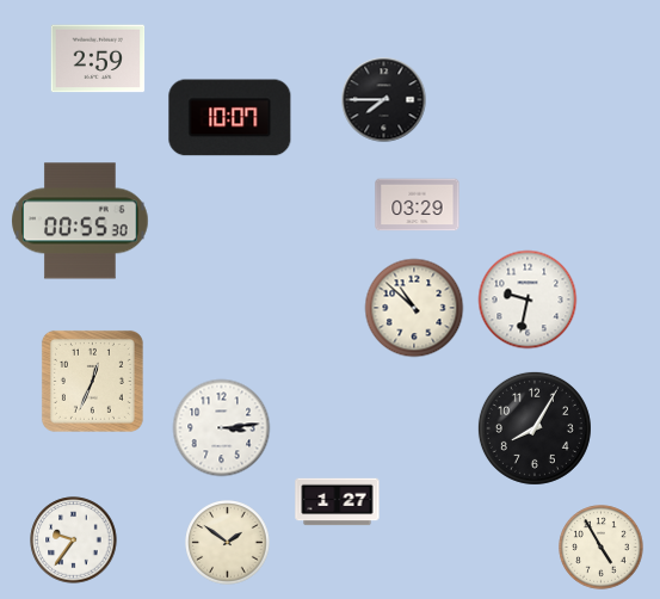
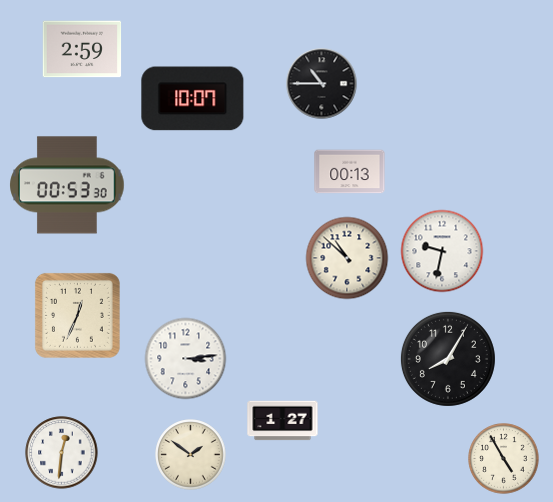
clock at (384, 100): 7:45 -> 10:45
clock at (418, 205): 03:29 -> 00:13
clock at (80, 221): 00:55 -> 00:53
clock at (92, 381) position: (92, 381) -> (77, 315)
clock at (74, 541): 9:36 -> 12:31
